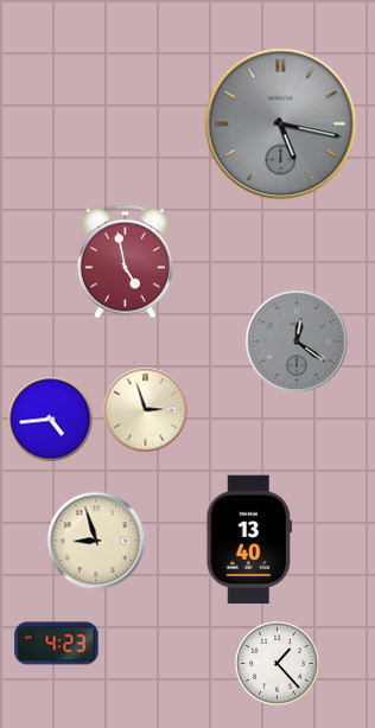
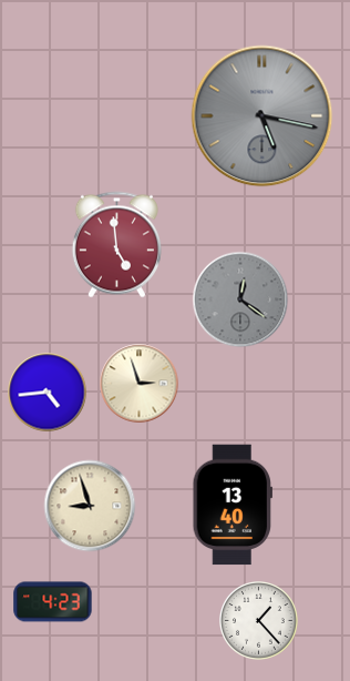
clock at (125, 262): 4:58 -> 4:59
clock at (297, 341) position: (297, 341) -> (240, 299)
clock at (146, 410) position: (146, 410) -> (140, 384)
